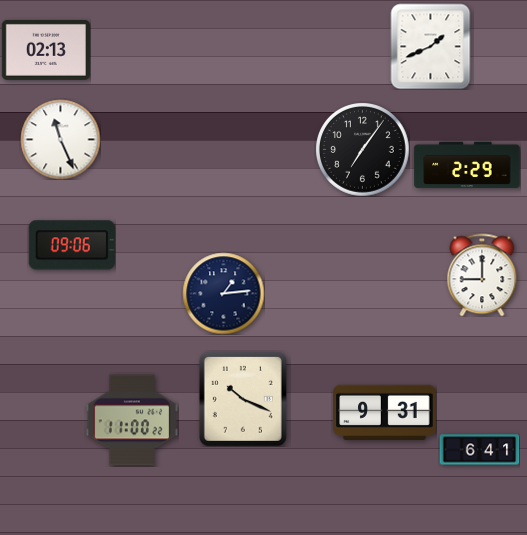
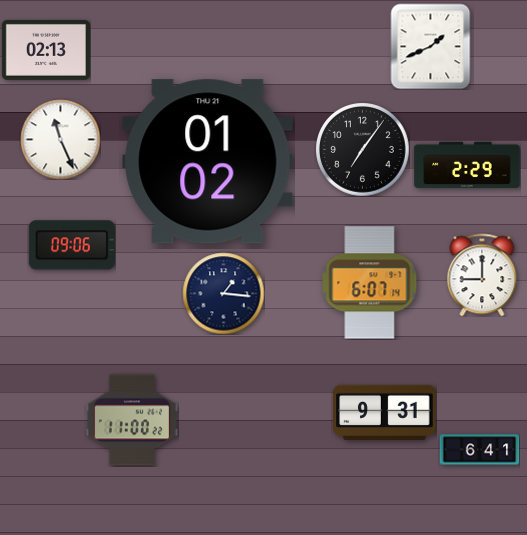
clock at (208, 162): none -> 01:02
clock at (370, 283): none -> 6:07
clock at (223, 293): 1:14 -> 1:16
clock at (243, 399): 10:19 -> none
